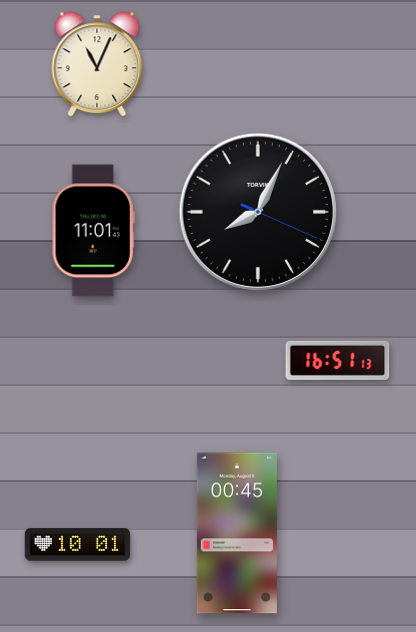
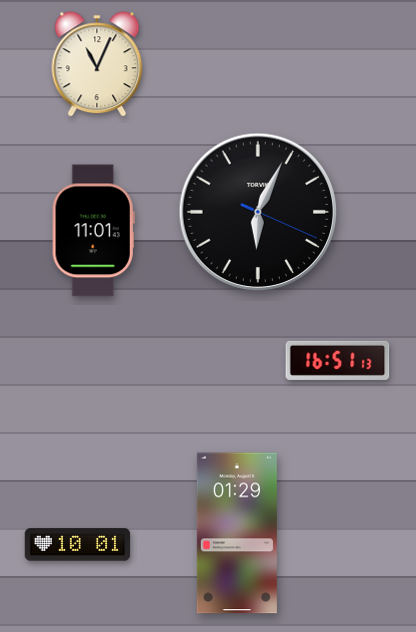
clock at (258, 212): 8:04 -> 6:04
clock at (237, 533): 00:45 -> 01:29
